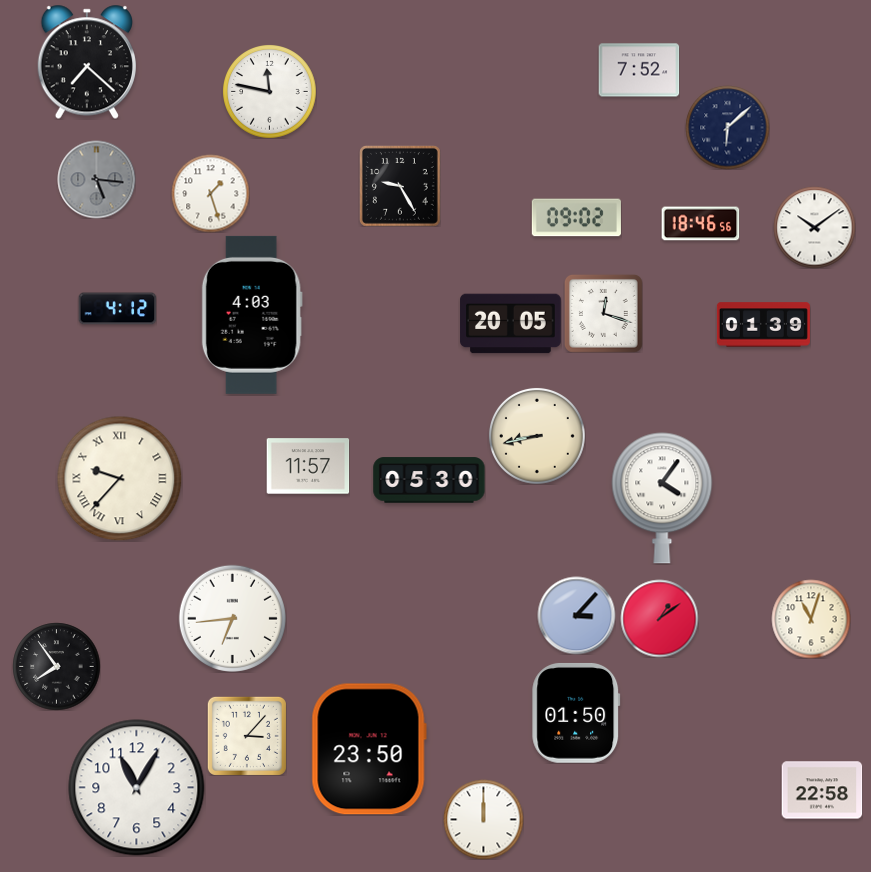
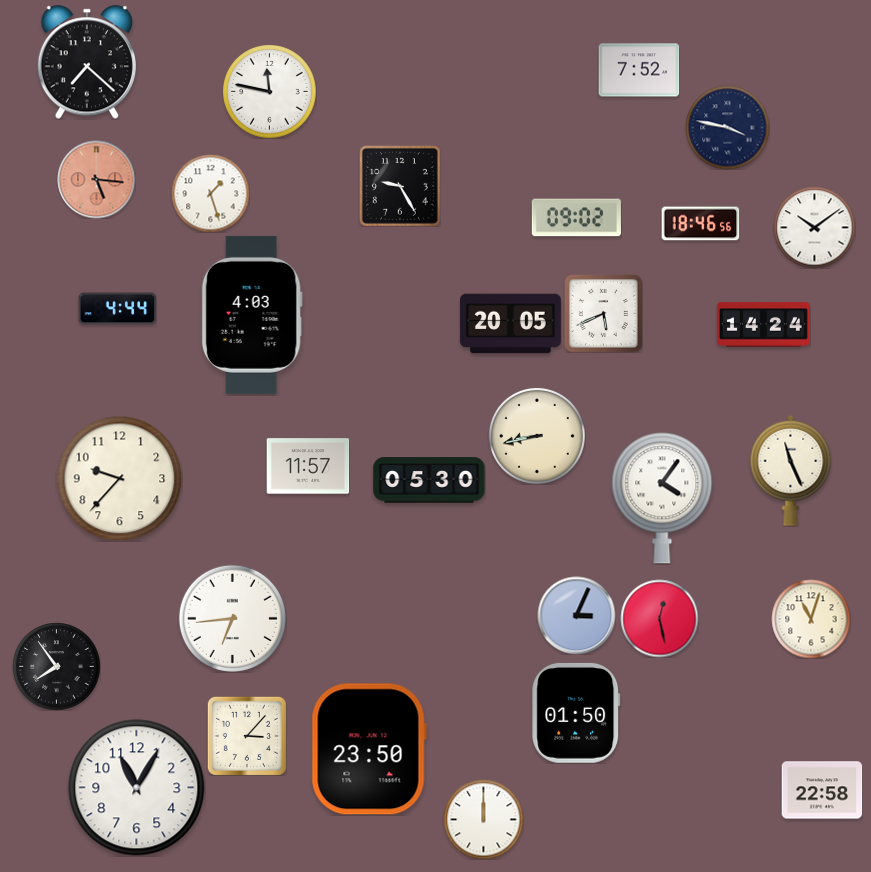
clock at (727, 127): 6:08 -> 3:47
clock at (96, 179) dial: grey -> salmon
clock at (117, 309): 4:12 -> 4:44
clock at (603, 313): 12:18 -> 5:41
clock at (763, 325): 01:39 -> 14:24
clock at (791, 470): none -> 11:26
clock at (119, 478) numerals: Roman -> Arabic
clock at (576, 615): 3:07 -> 3:04
clock at (659, 618): 1:09 -> 12:28
